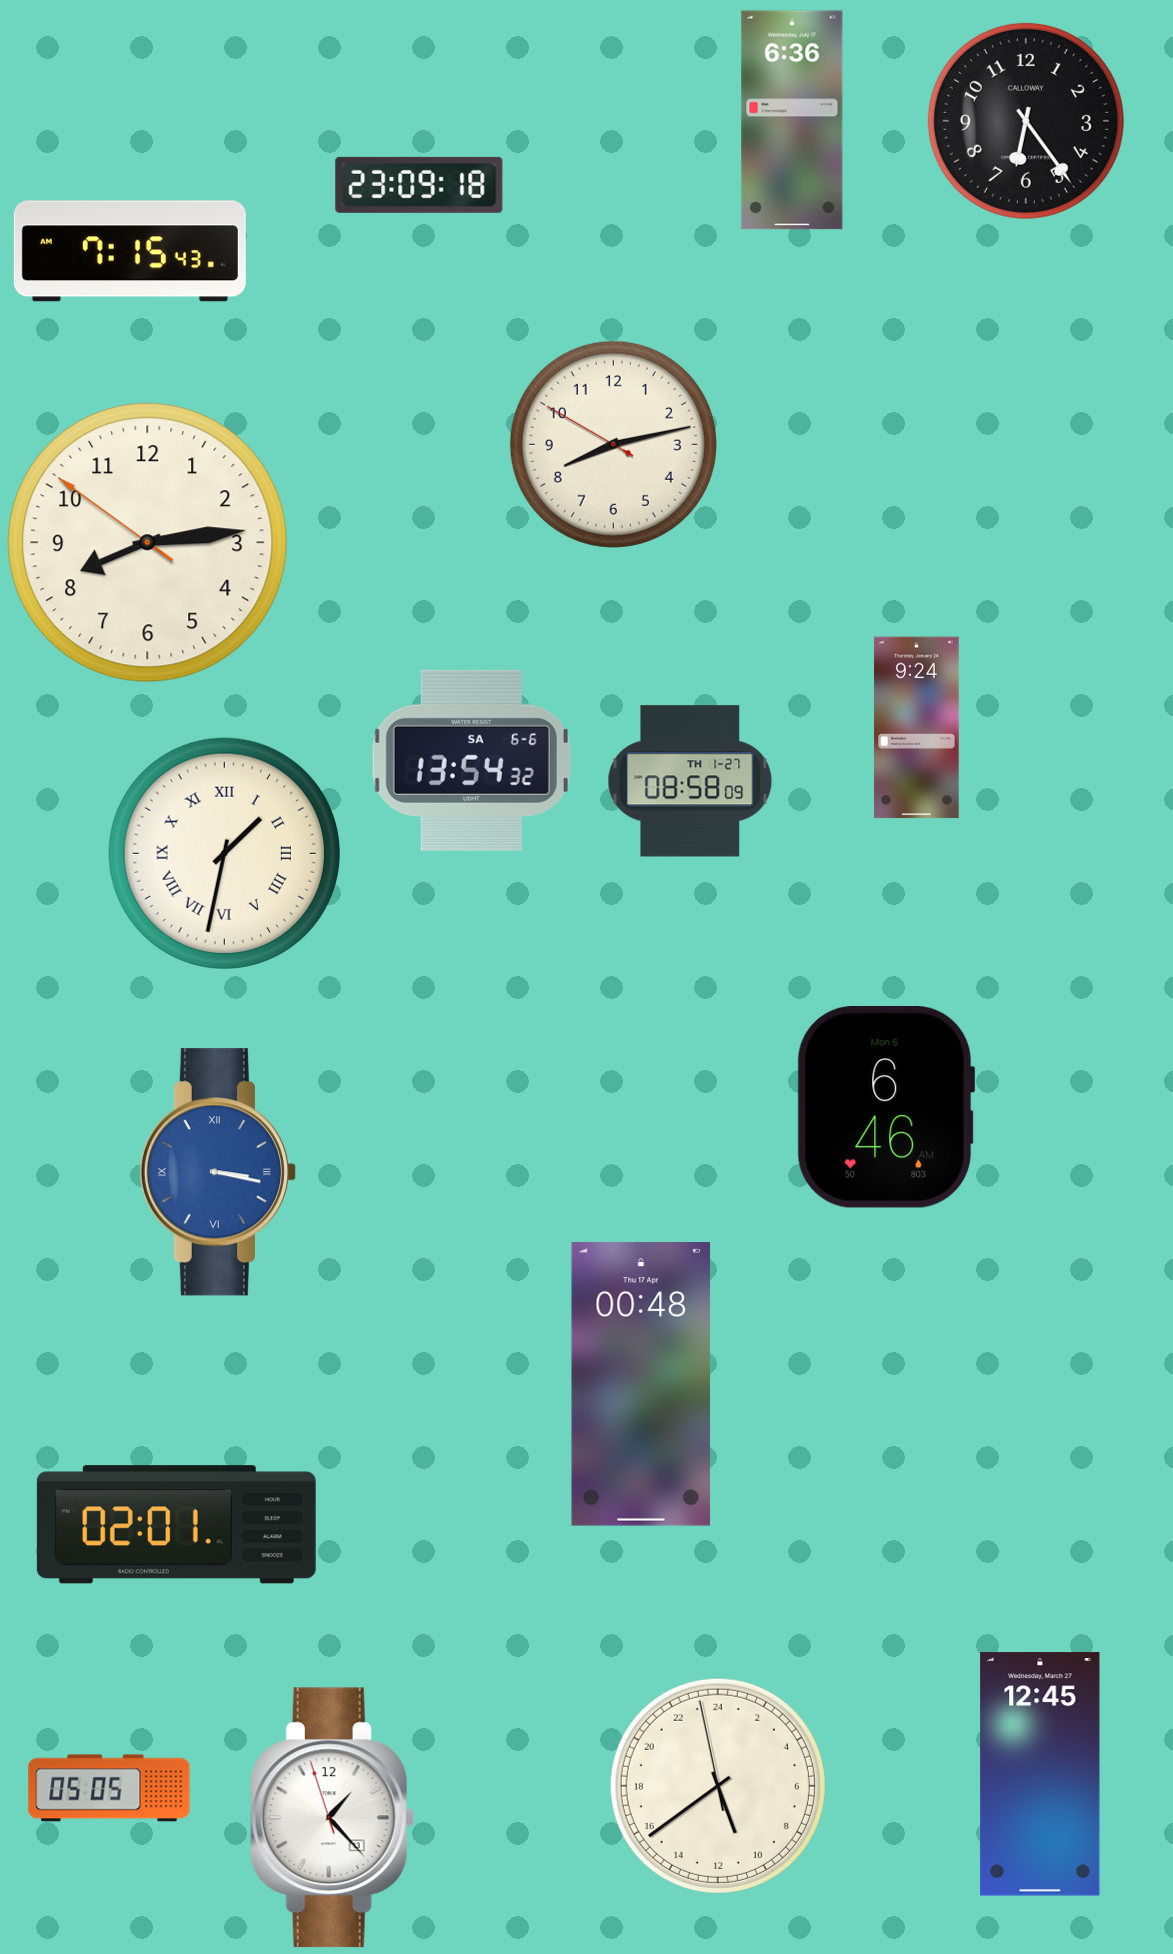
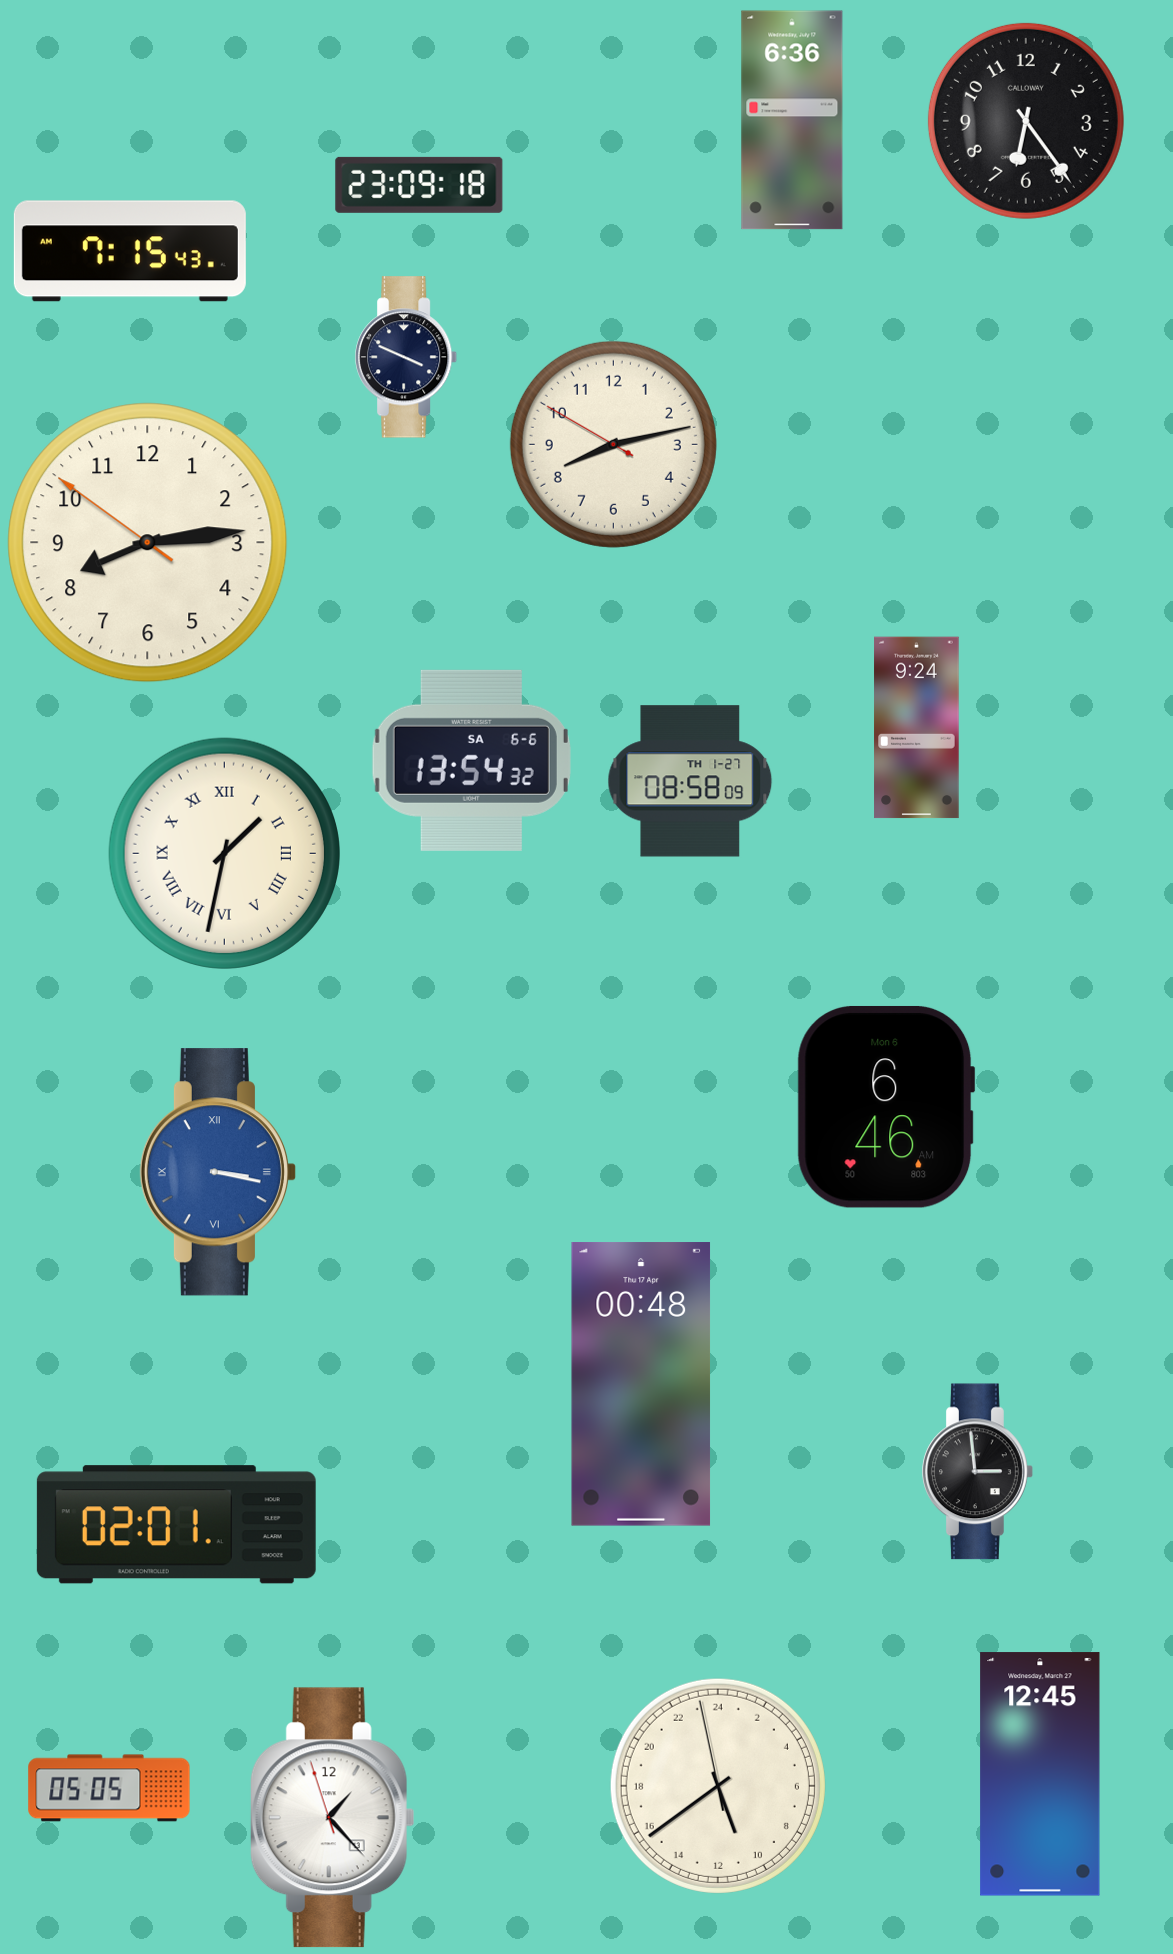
clock at (407, 357): none -> 3:49
clock at (978, 1472): none -> 2:59
